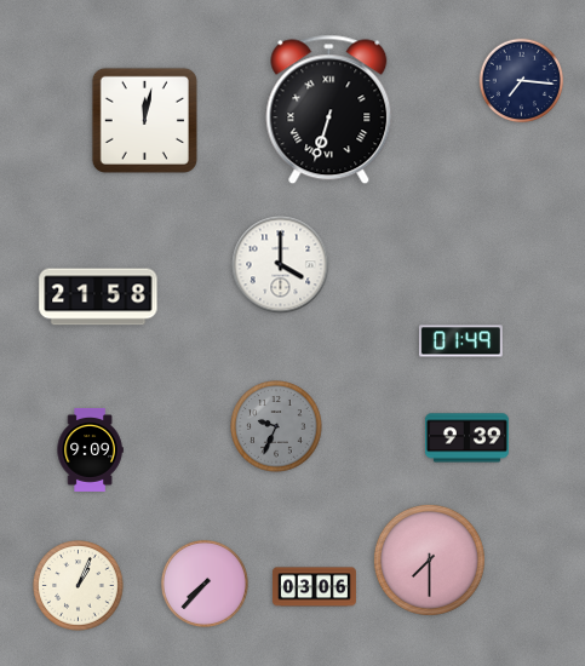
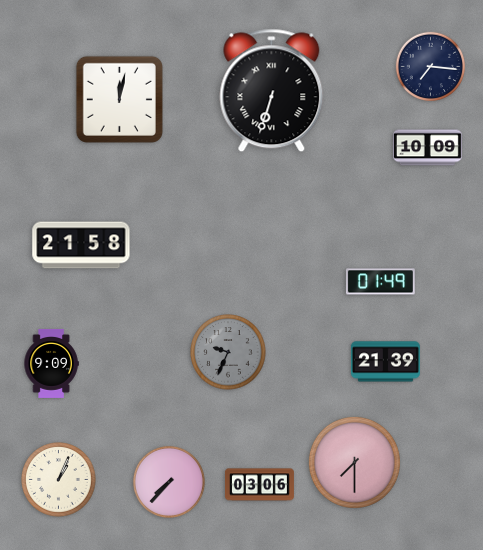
clock at (427, 148): none -> 10:09
clock at (281, 265): 4:00 -> none
clock at (466, 438): 9:39 -> 21:39
clock at (90, 449) position: (90, 449) -> (51, 363)
clock at (79, 586) position: (79, 586) -> (59, 480)
